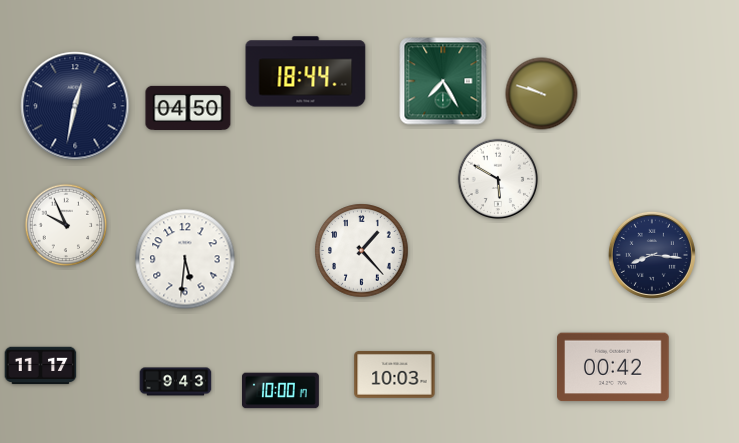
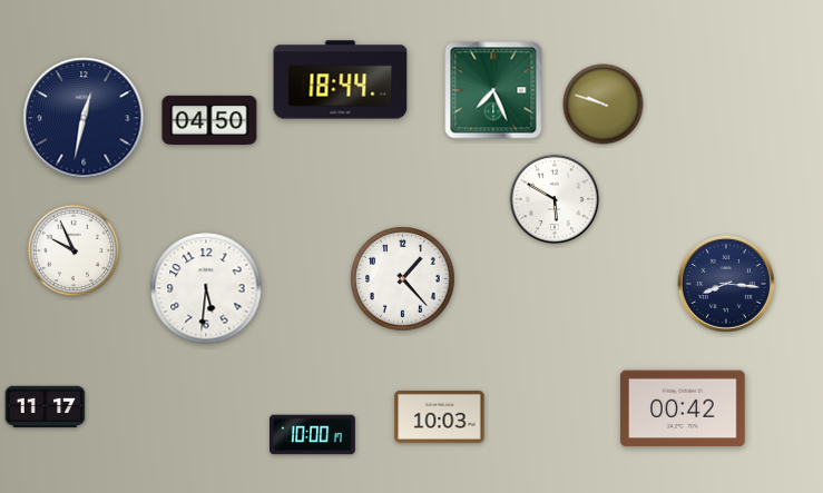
clock at (443, 81): 7:25 -> 7:26
clock at (176, 382): 9:43 -> none
